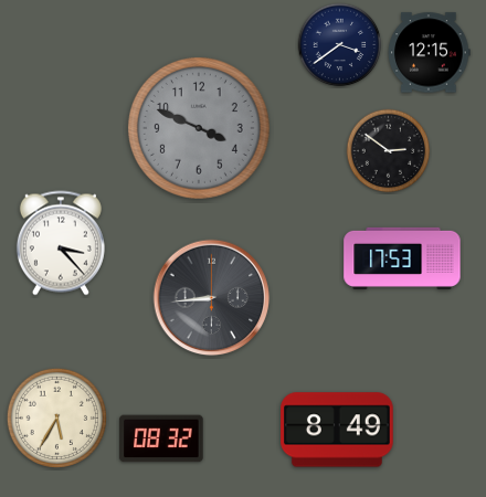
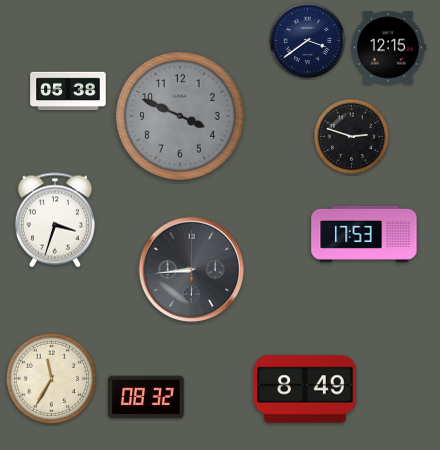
clock at (68, 91): none -> 05:38
clock at (389, 151): 2:51 -> 2:48
clock at (61, 243): 3:23 -> 3:33
clock at (56, 417): 5:35 -> 11:35
